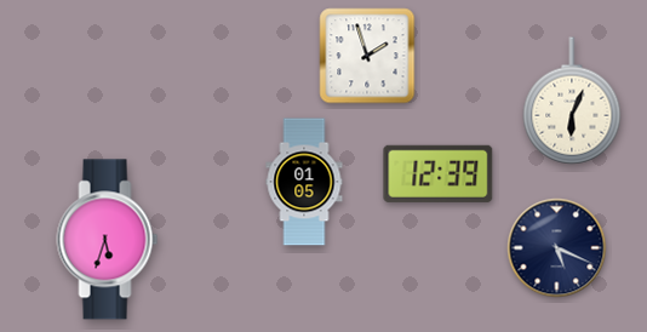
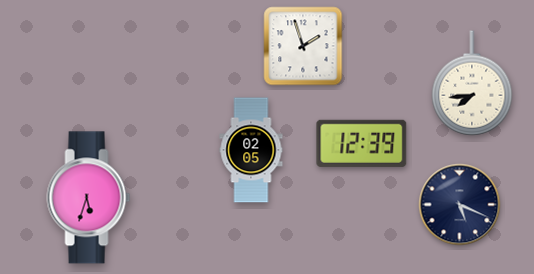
clock at (572, 101): 6:04 -> 7:44
clock at (304, 182): 01:05 -> 02:05
